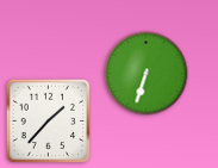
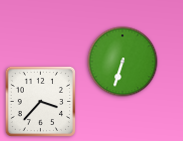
clock at (48, 120): 1:37 -> 3:37
